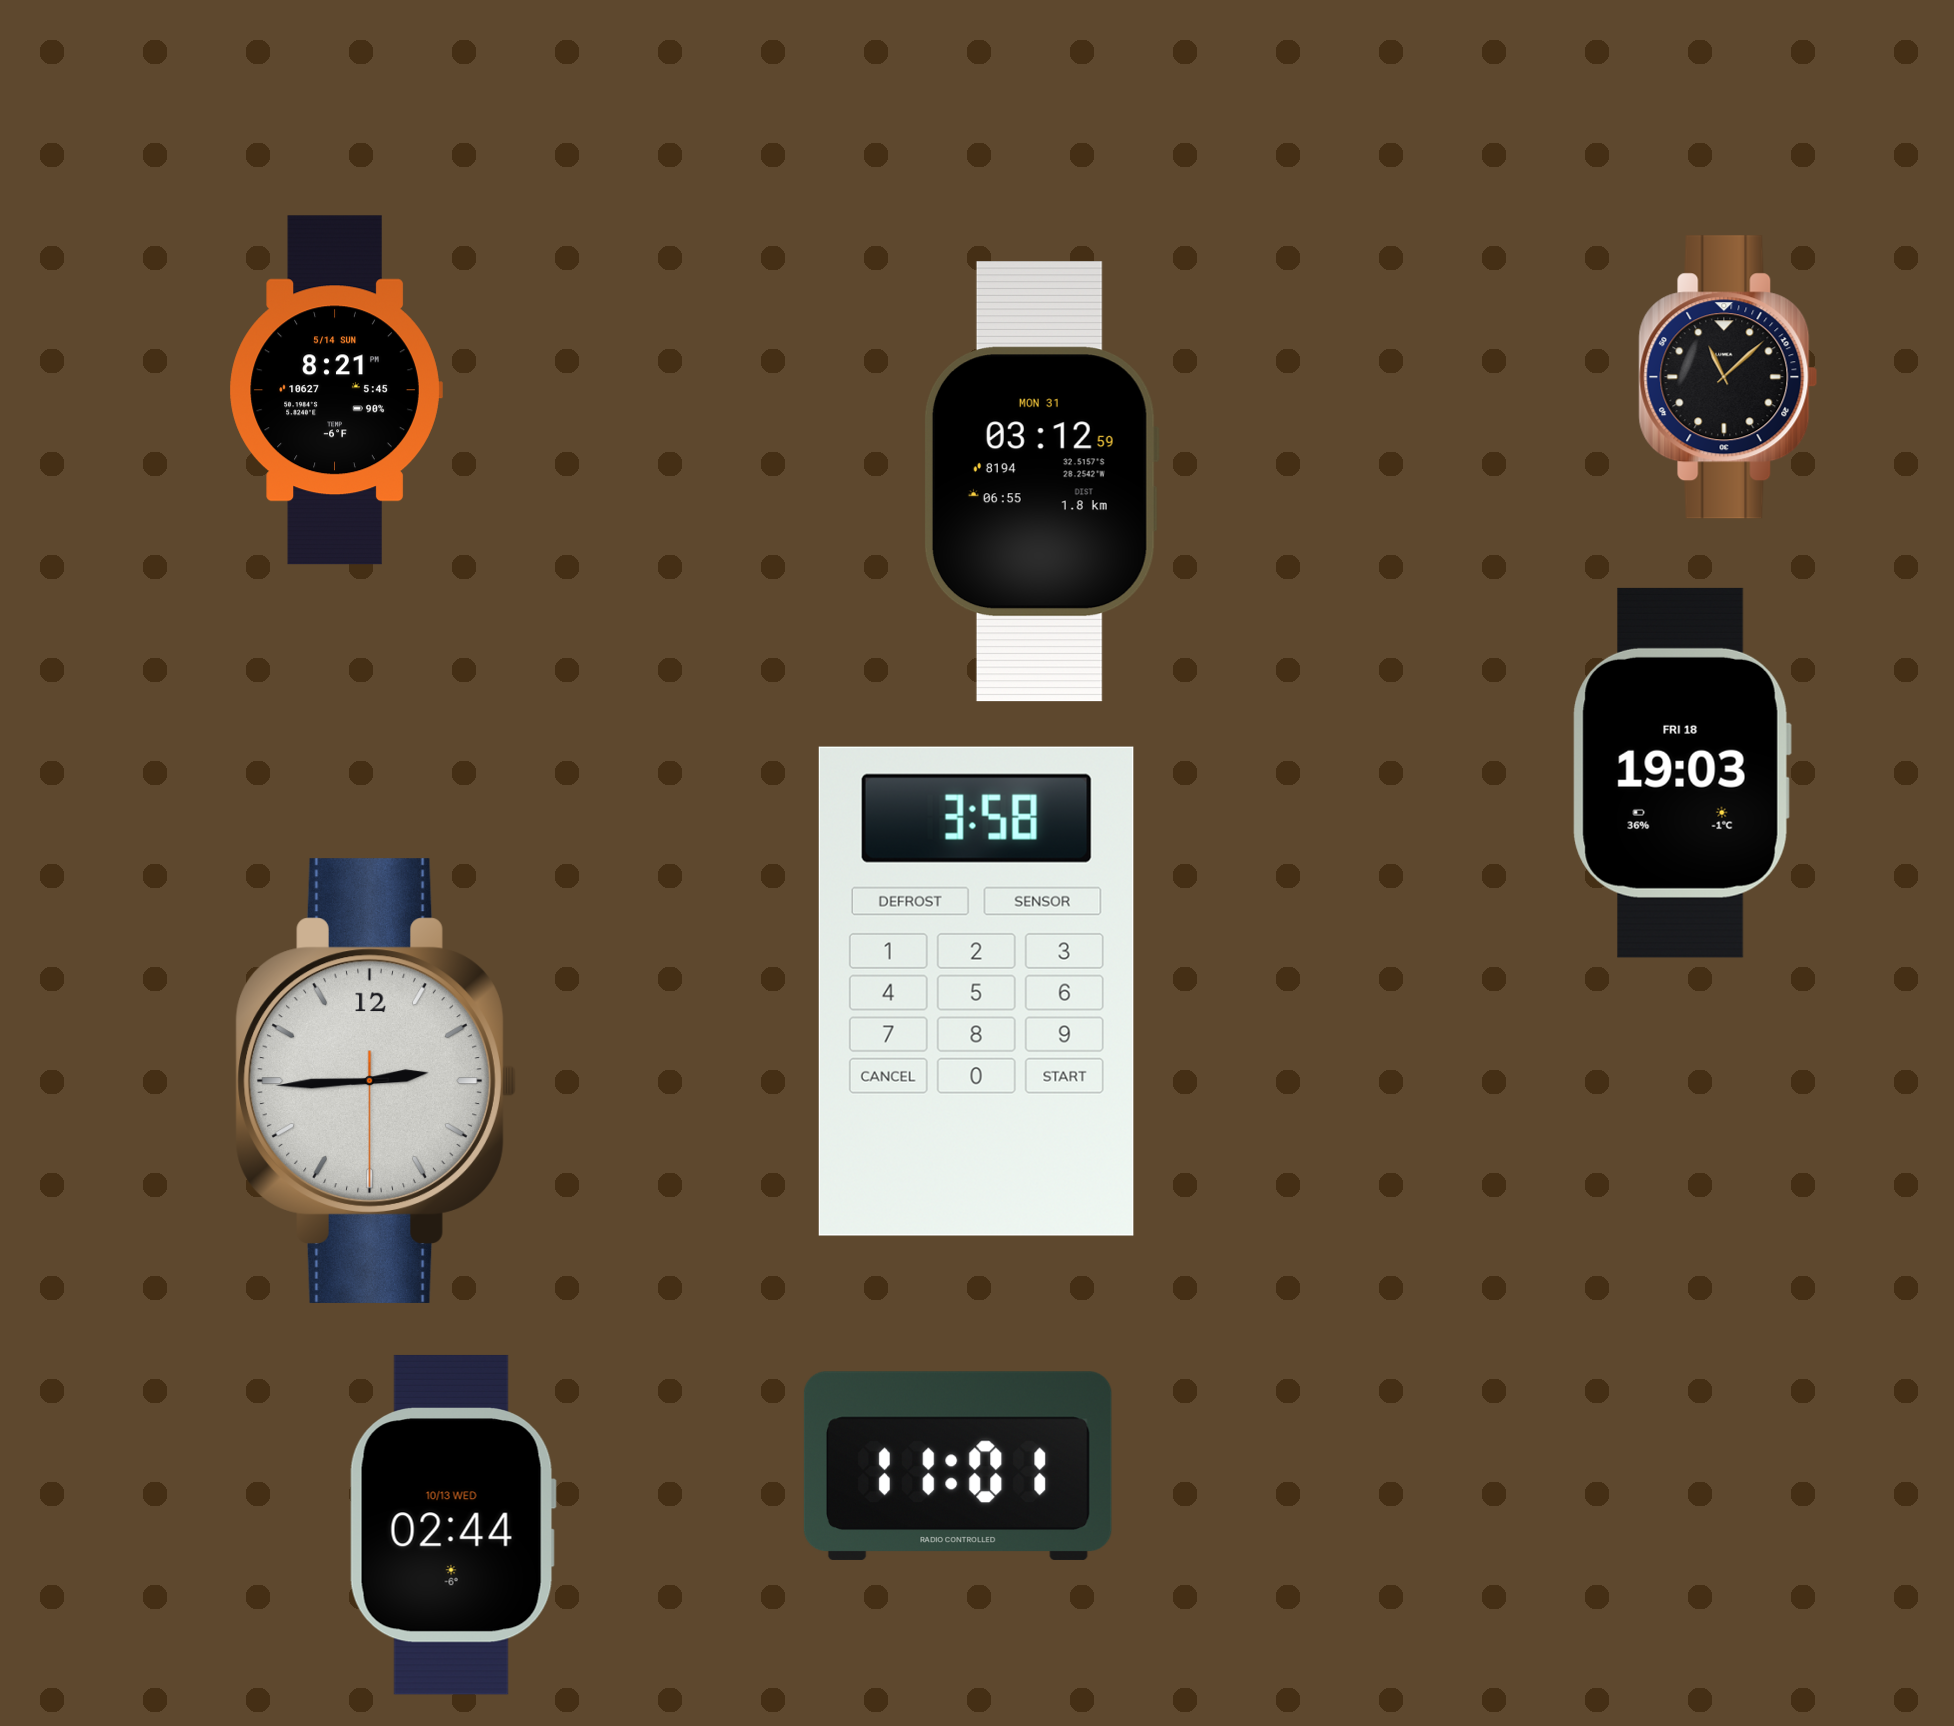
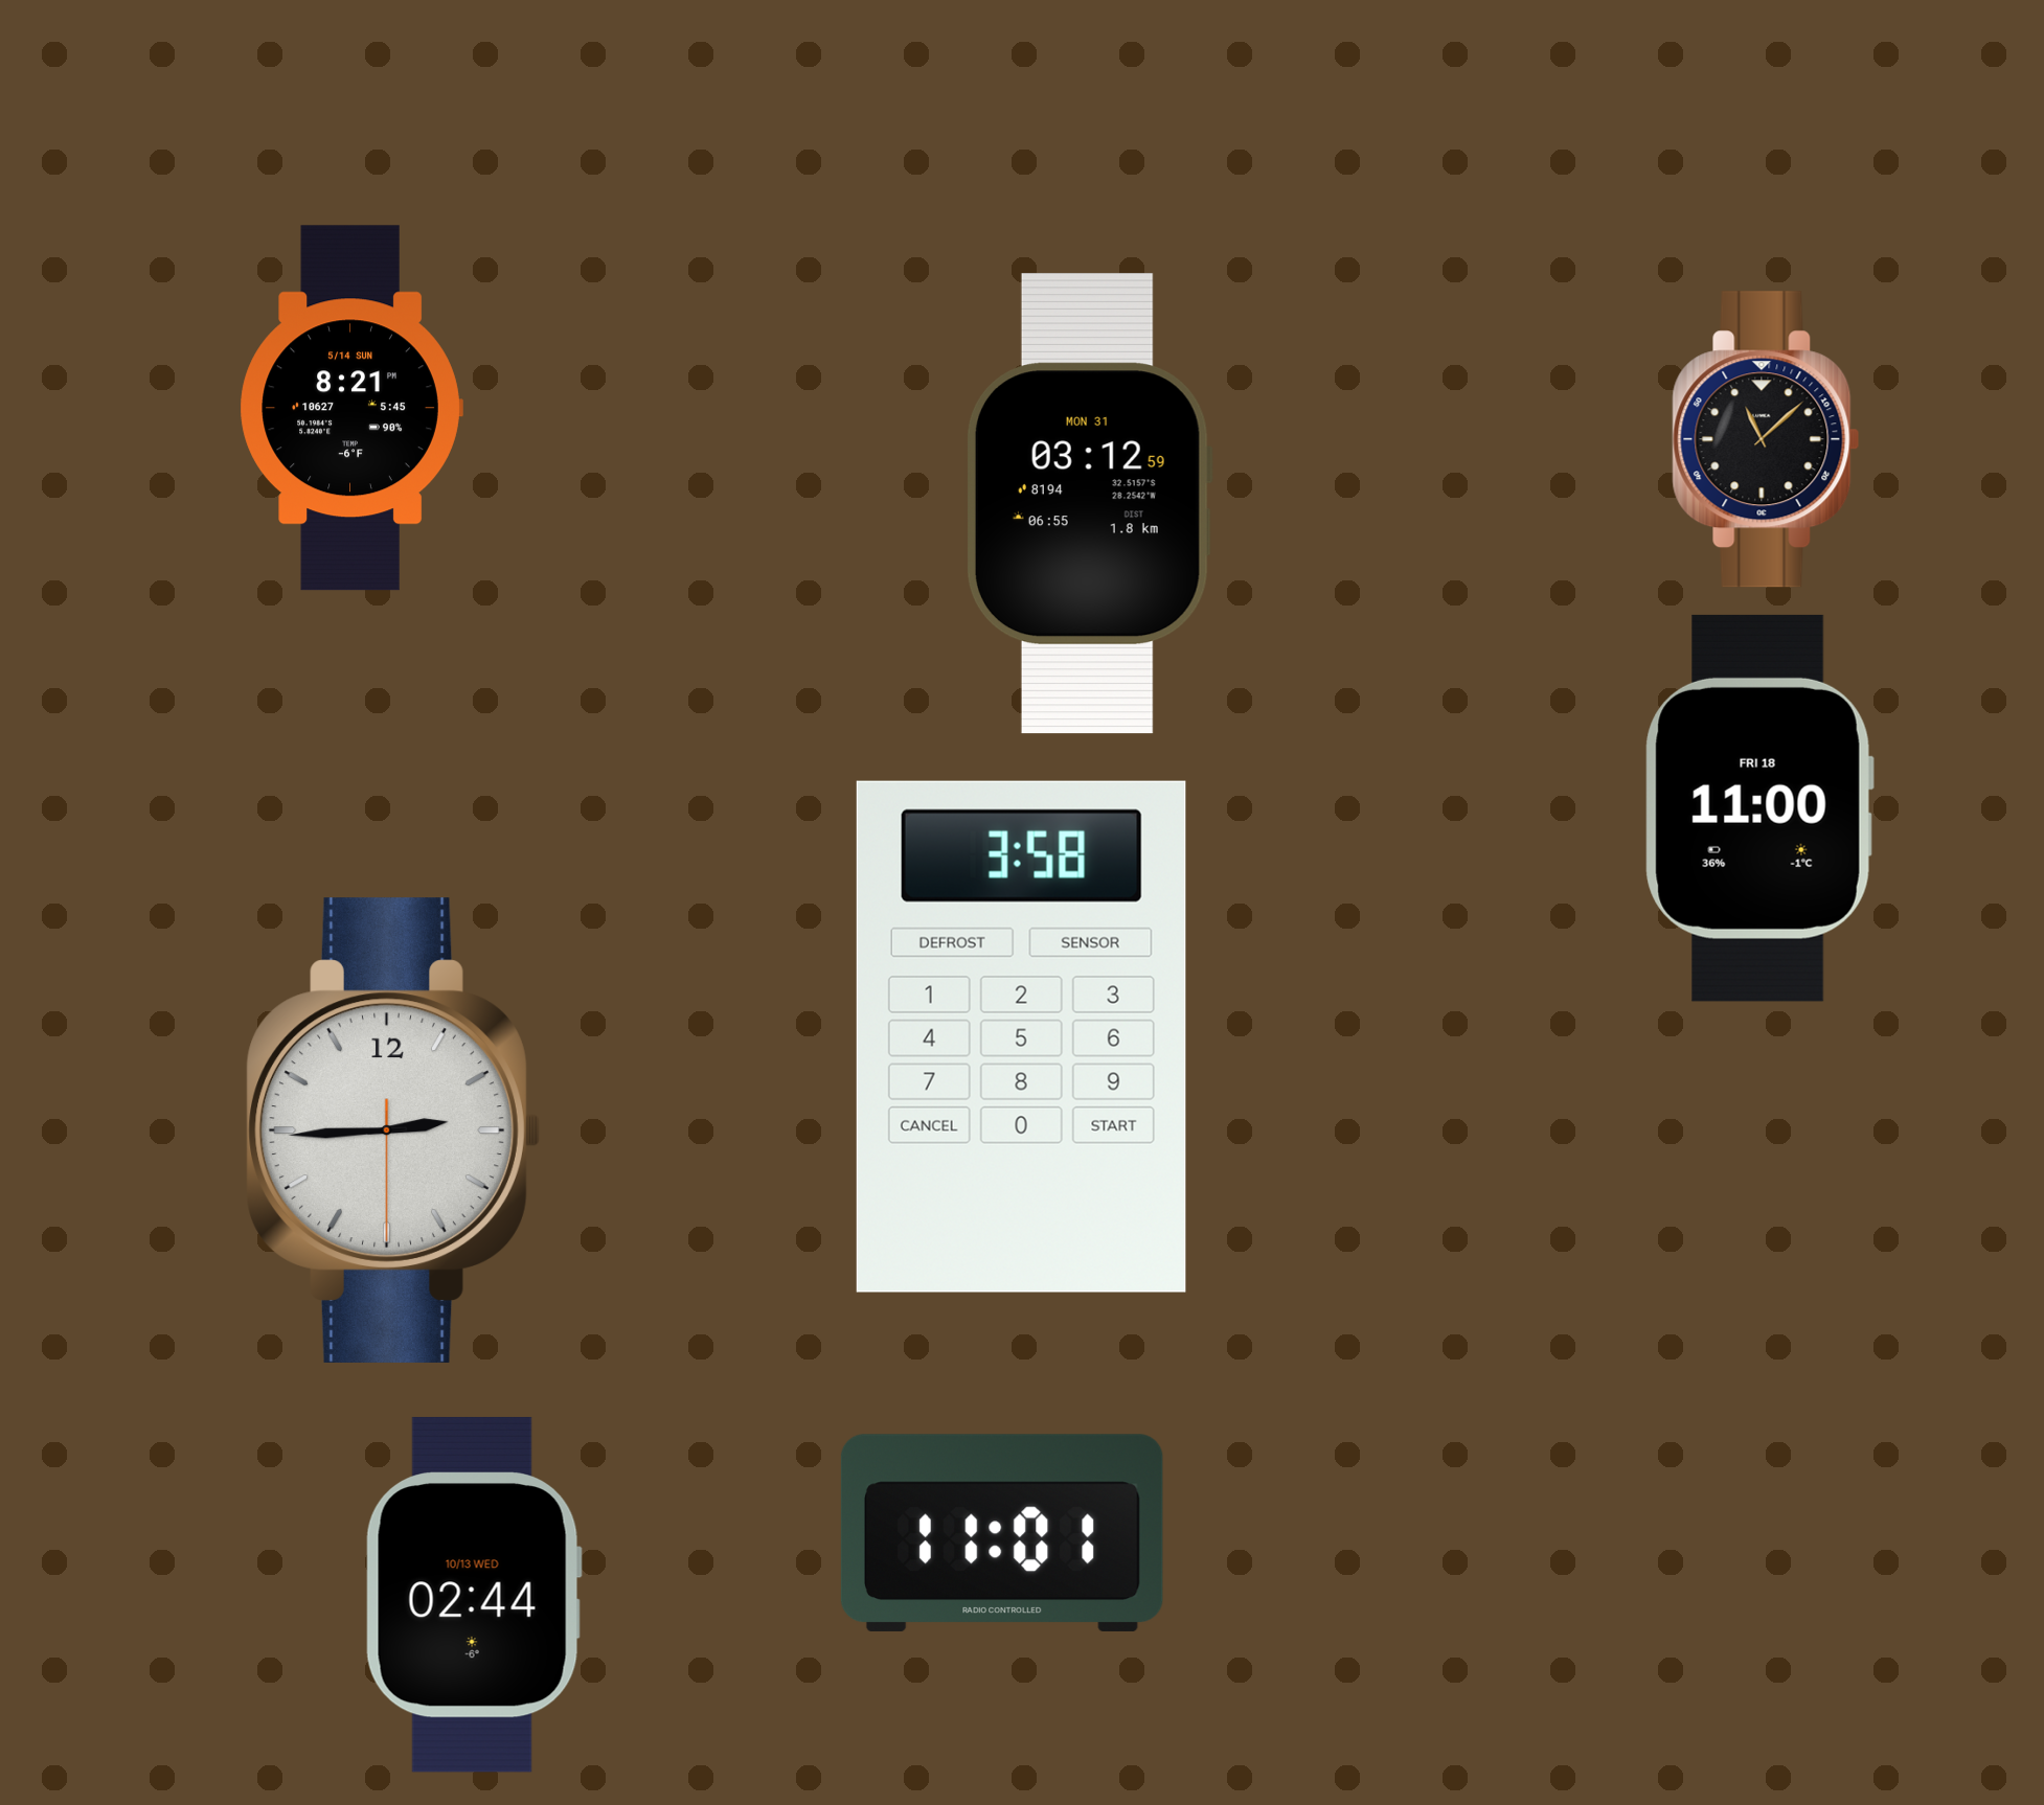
clock at (1728, 377) position: (1728, 377) -> (1766, 439)
clock at (1682, 773): 19:03 -> 11:00
